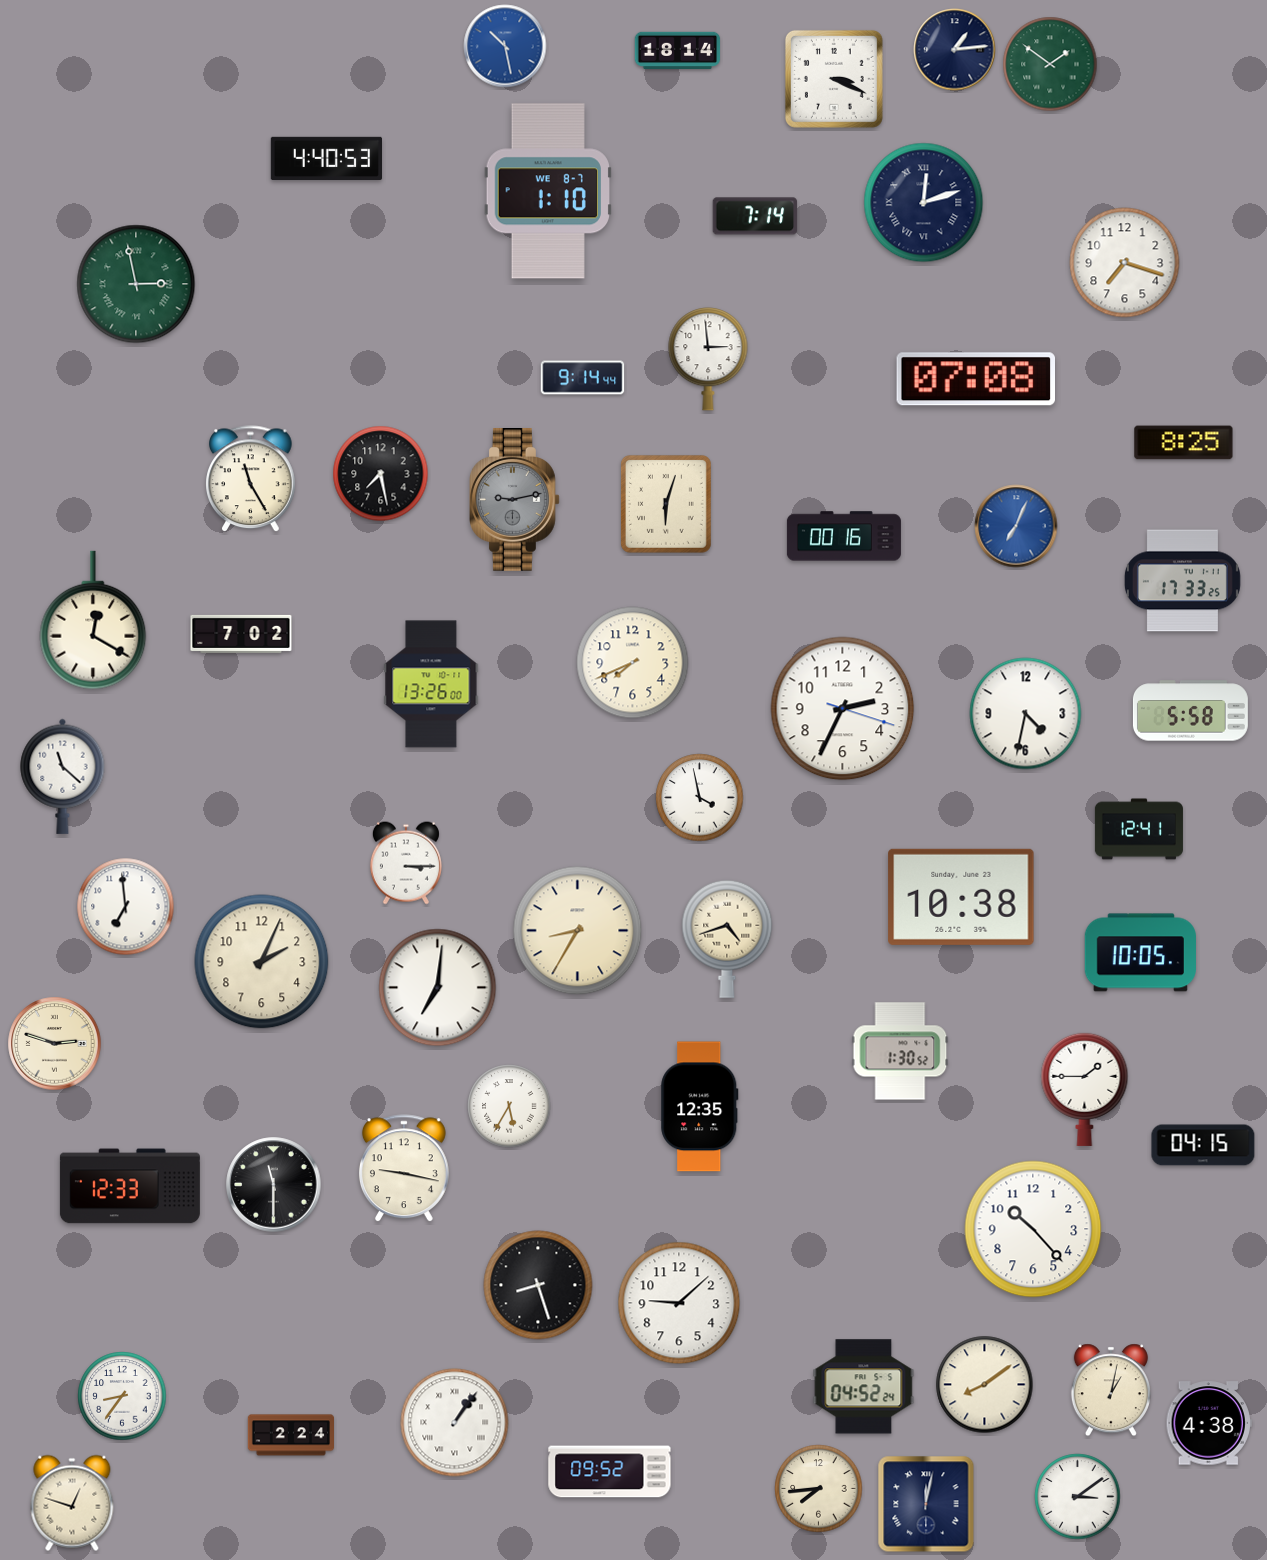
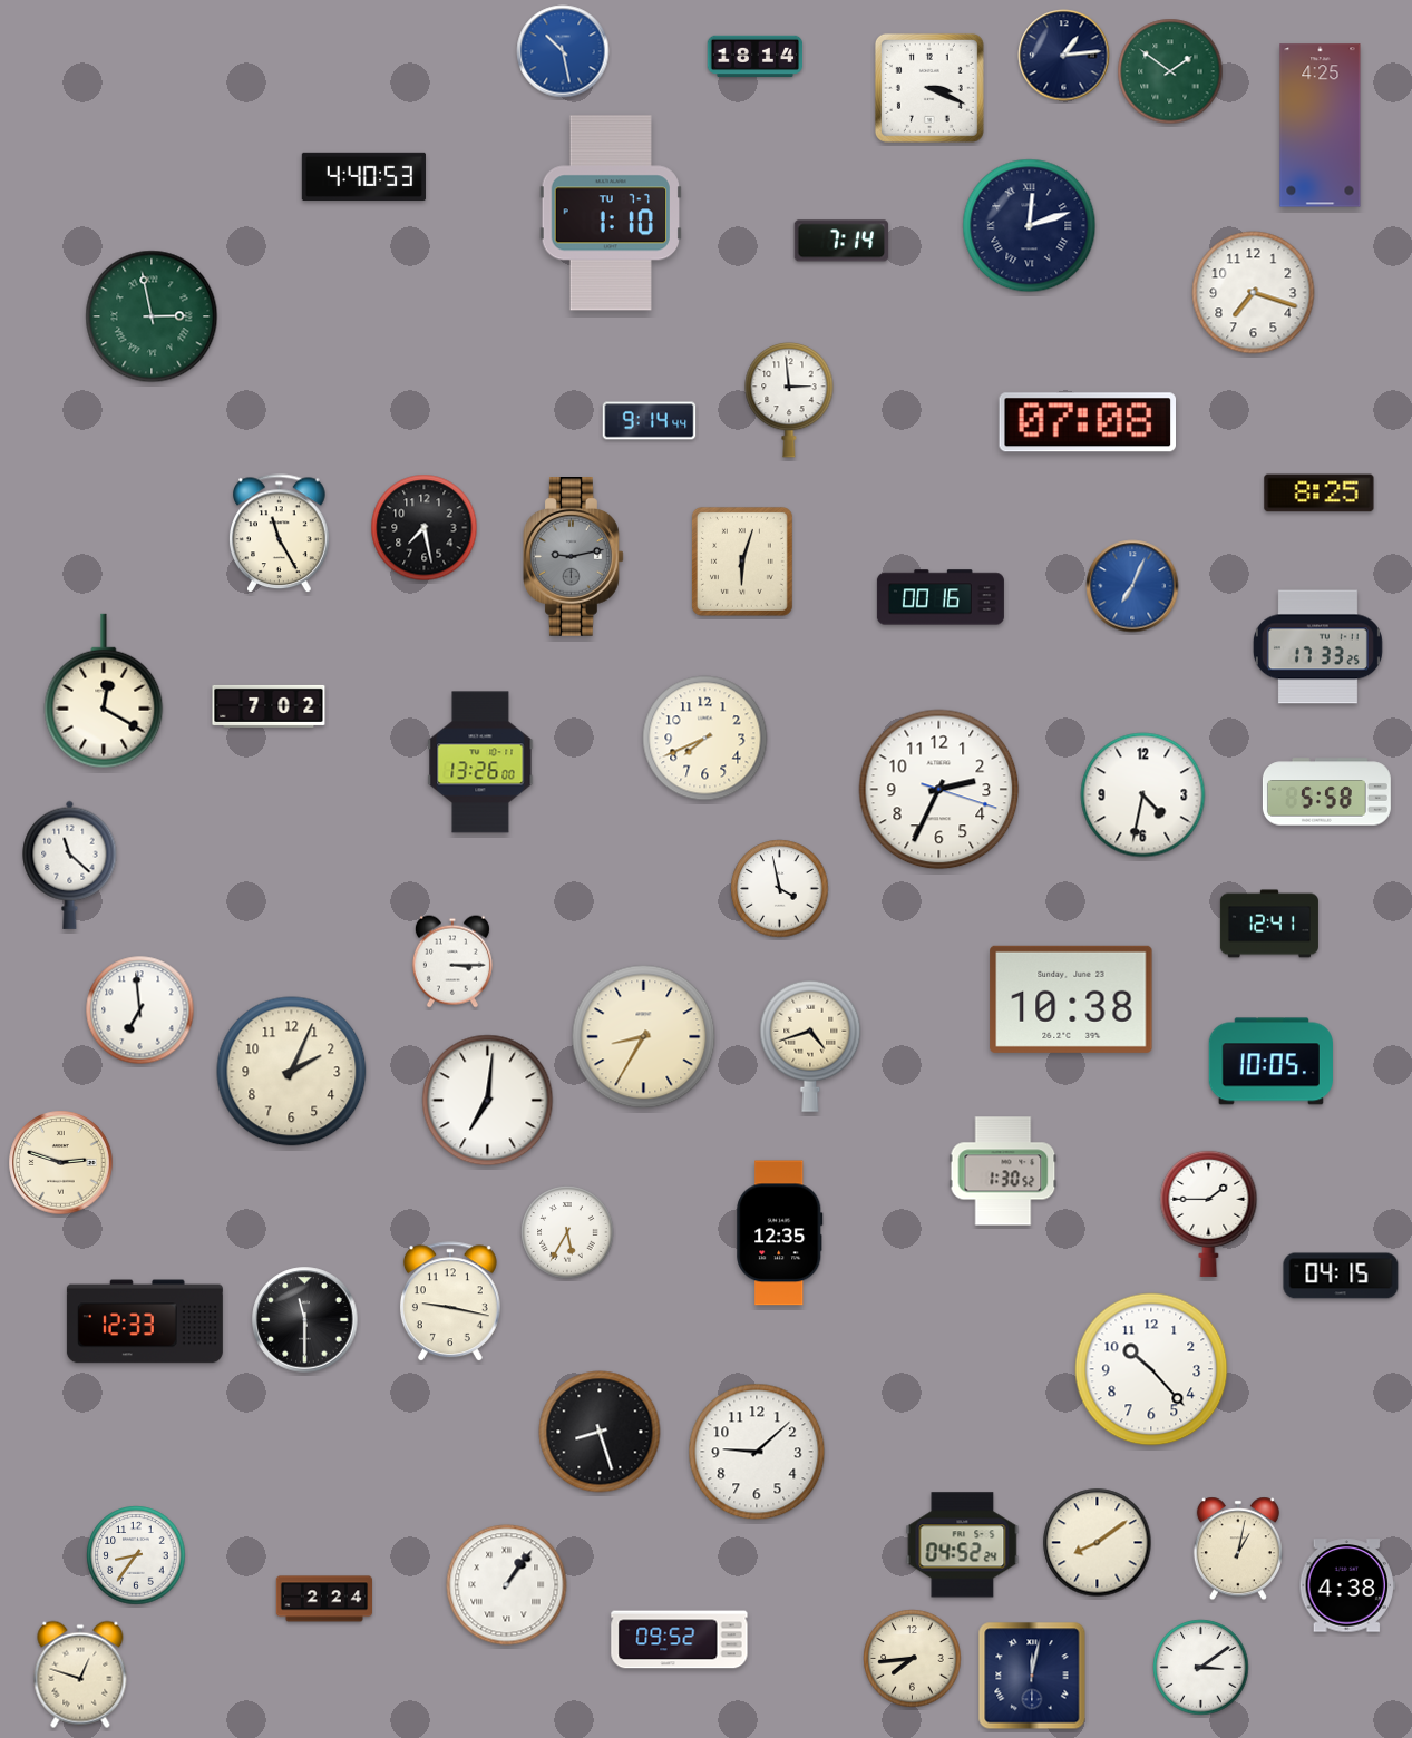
clock at (1321, 126): none -> 4:25
clock at (548, 191) date: WE 8-7 -> TU 7-7
